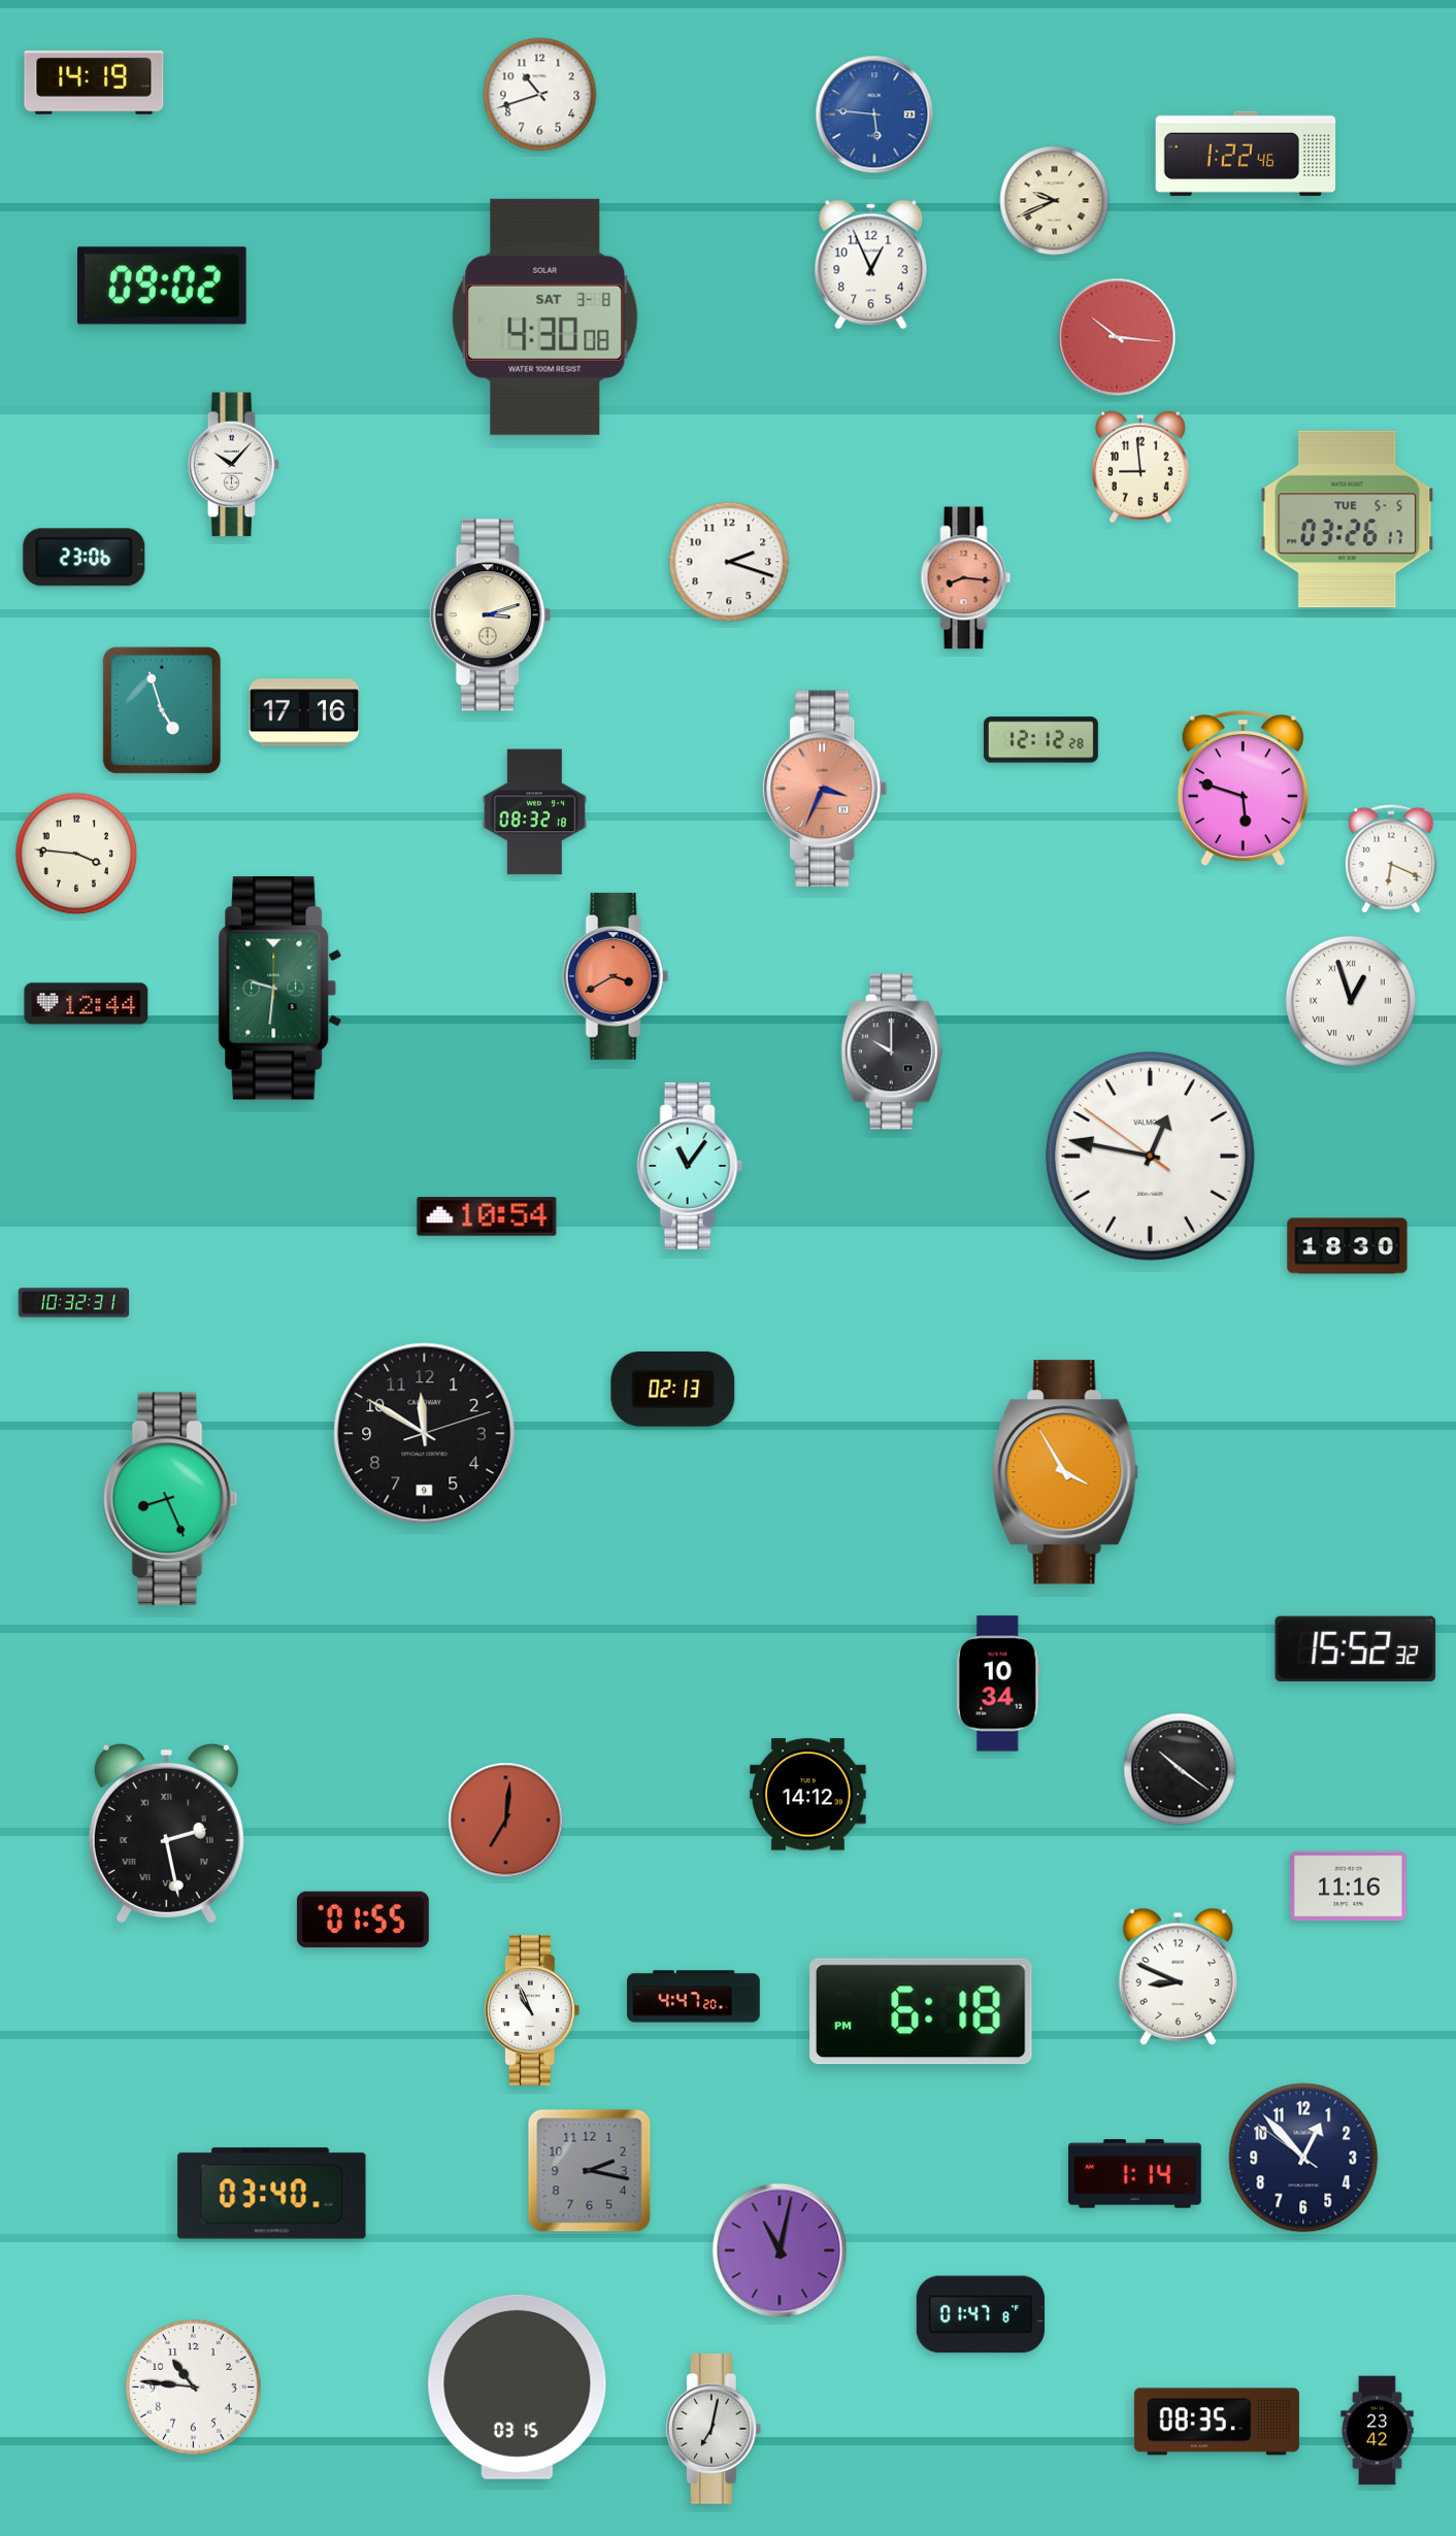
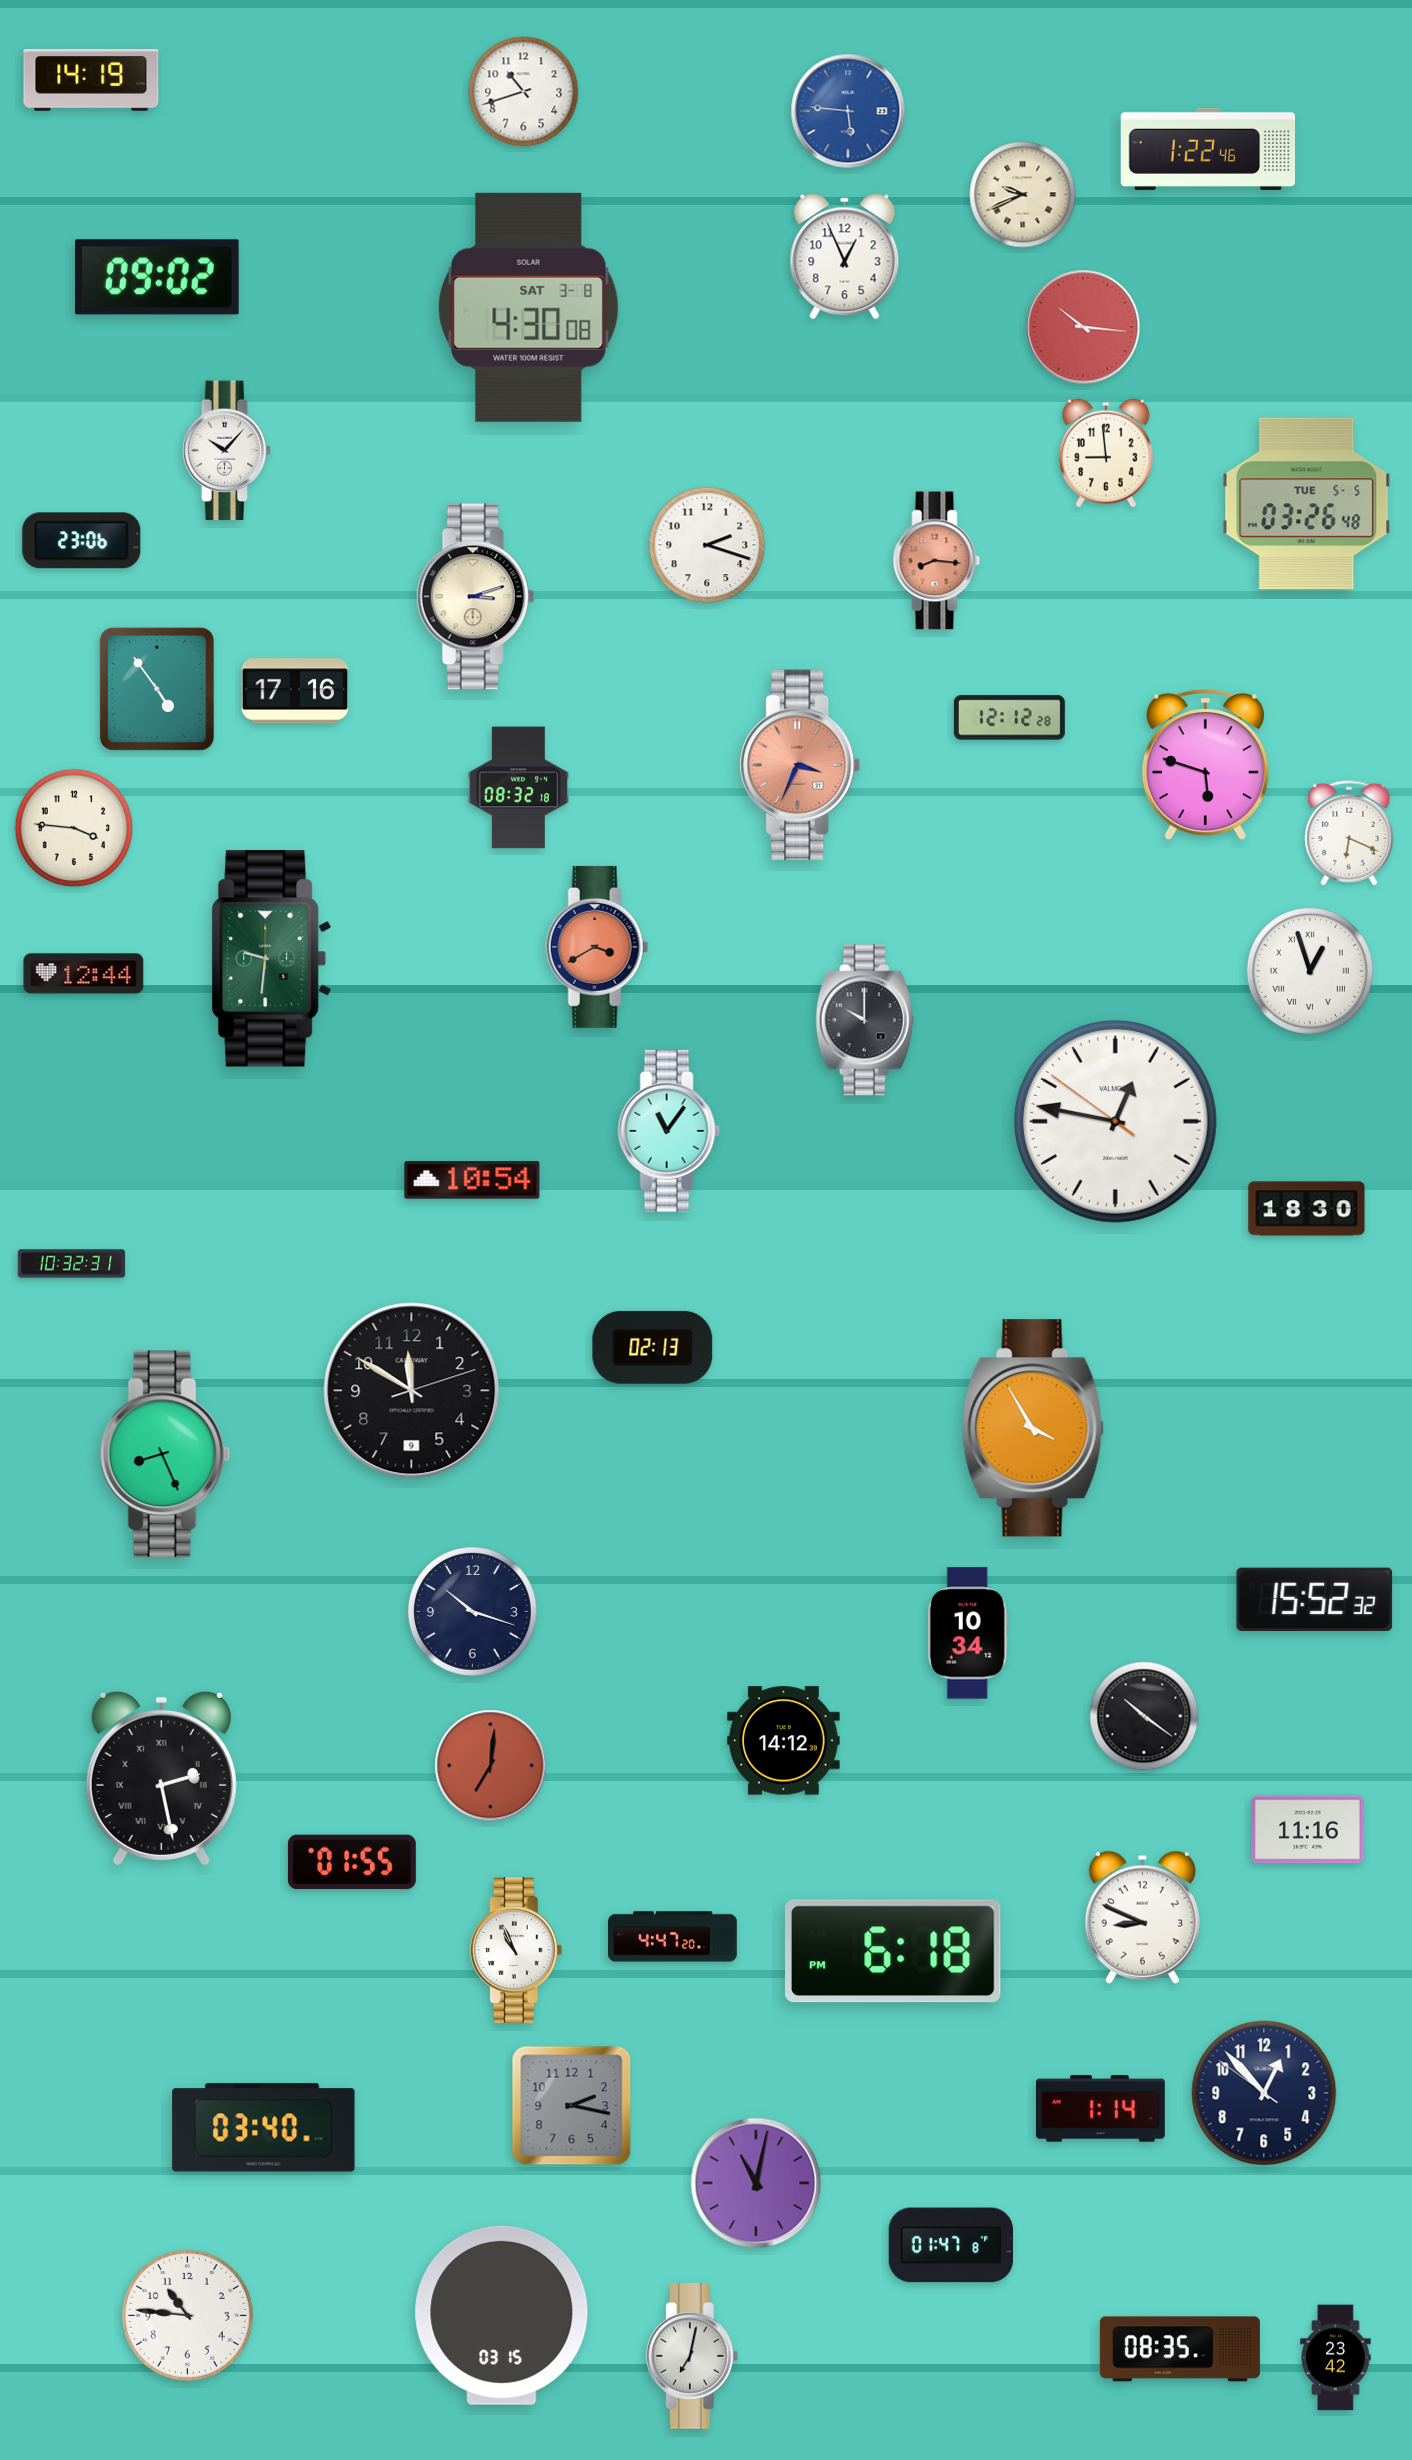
clock at (1348, 520): 03:26:17 -> 03:26:48
clock at (162, 710): 4:57 -> 4:54
clock at (472, 1611): none -> 10:18
